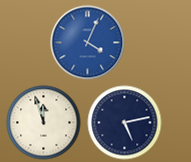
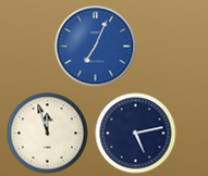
clock at (88, 43): 4:04 -> 7:04
